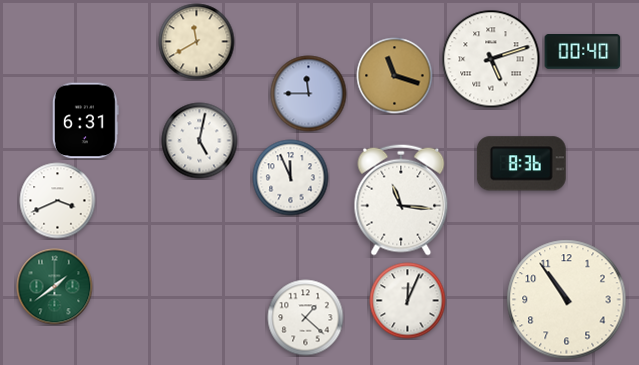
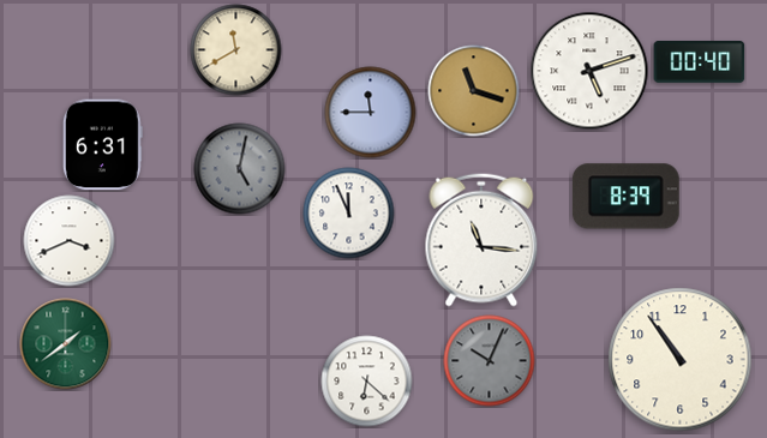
clock at (200, 141) dial: white -> grey
clock at (521, 164): 8:36 -> 8:39
clock at (408, 301): 12:04 -> 10:04
clock at (408, 301) dial: white -> grey
clock at (306, 318): 1:22 -> 6:22
